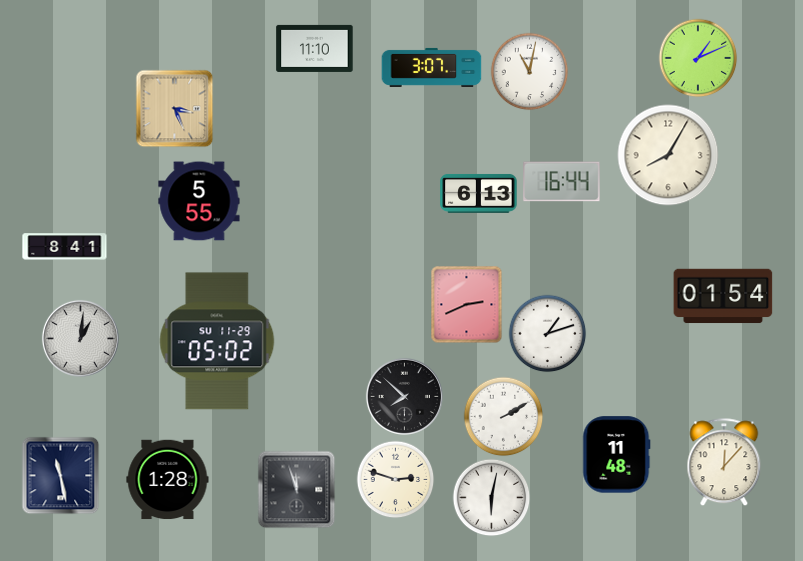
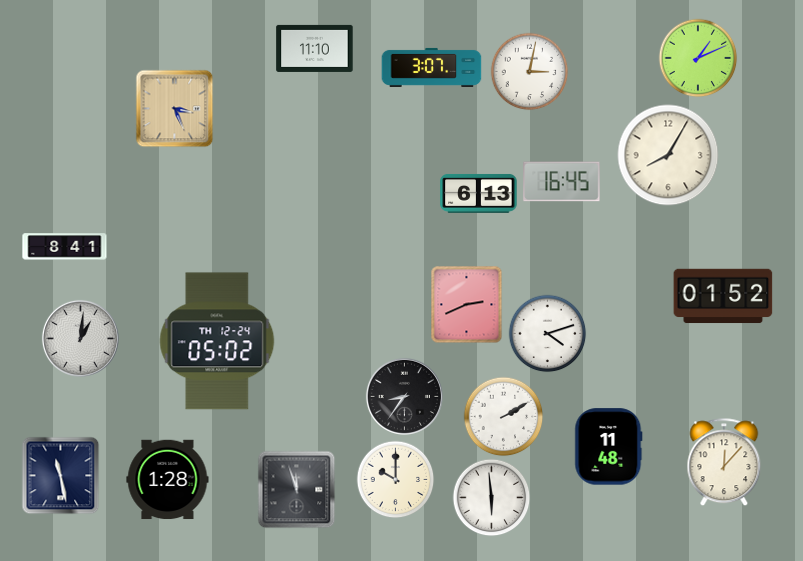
clock at (529, 71): 11:02 -> 3:02
clock at (562, 182): 16:44 -> 16:45
clock at (199, 201): 5:55 -> none
clock at (723, 296): 01:54 -> 01:52
clock at (547, 333): 1:12 -> 4:12
clock at (217, 341) date: SU 11-29 -> TH 12-24
clock at (404, 396): 7:52 -> 8:36
clock at (617, 455) position: (617, 455) -> (609, 447)
clock at (395, 479): 2:48 -> 10:00
clock at (491, 497): 6:02 -> 5:59
